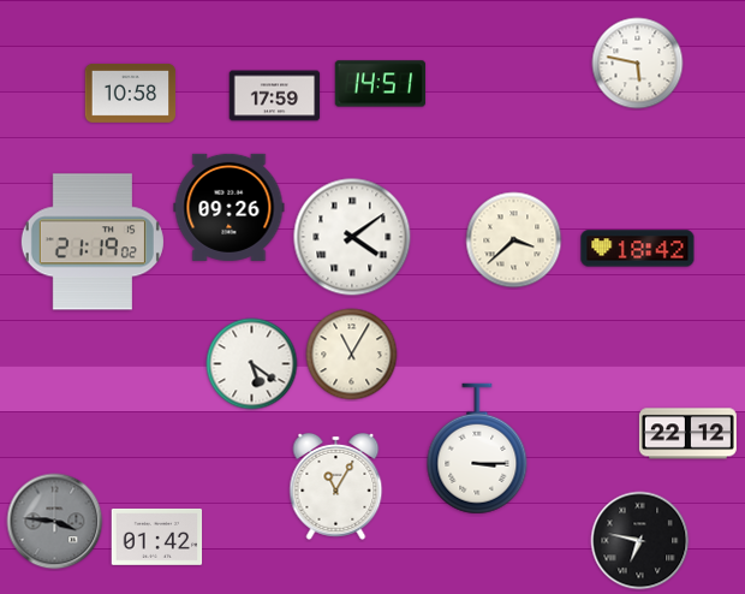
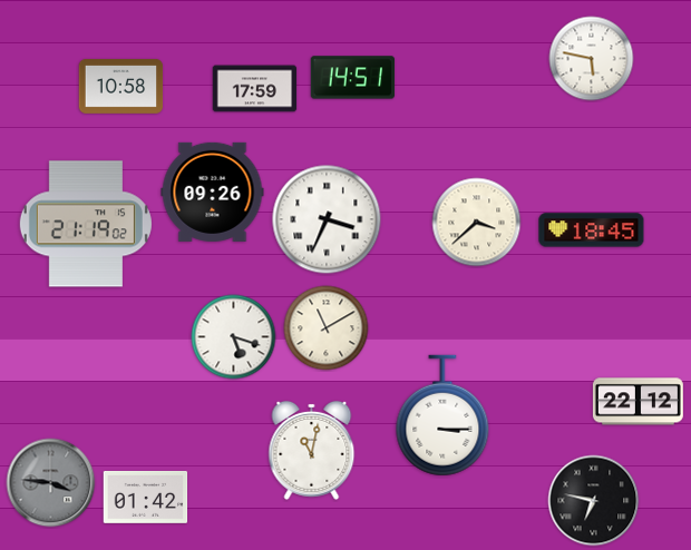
clock at (352, 237): 4:09 -> 3:34
clock at (638, 249): 18:42 -> 18:45
clock at (352, 355): 11:05 -> 11:10
clock at (252, 364): 5:21 -> 5:18
clock at (336, 486): 11:05 -> 11:02
